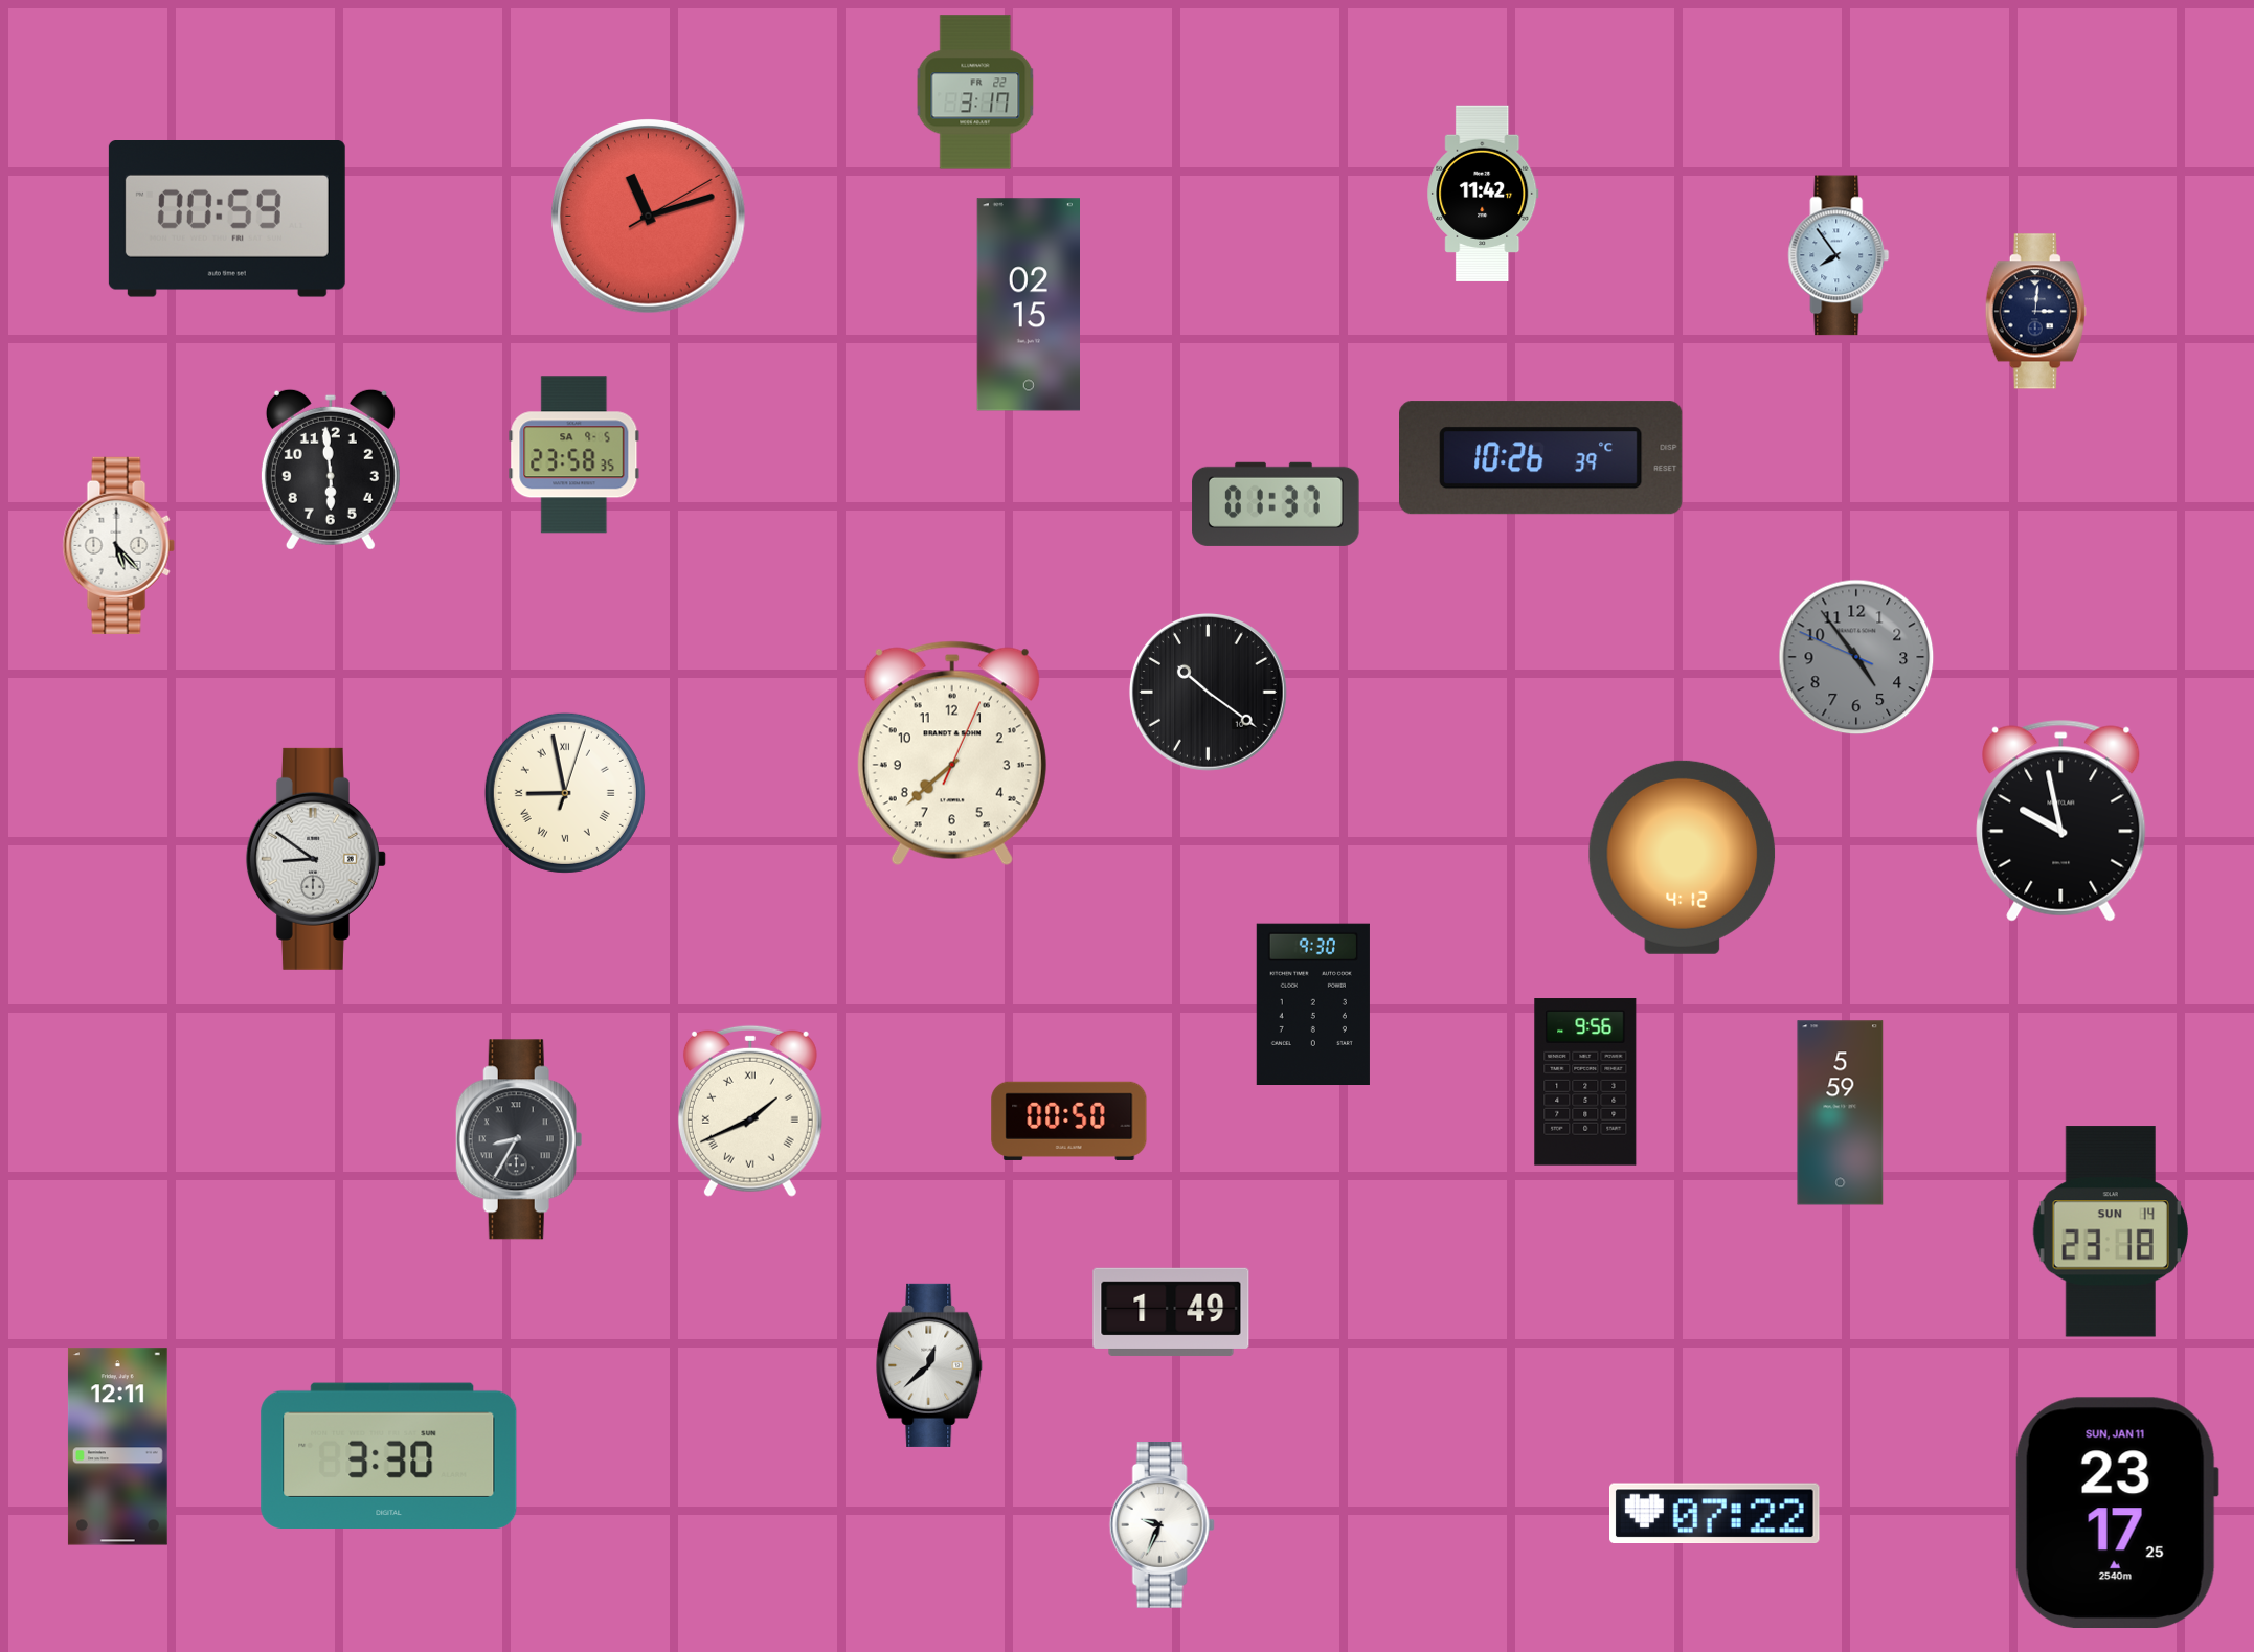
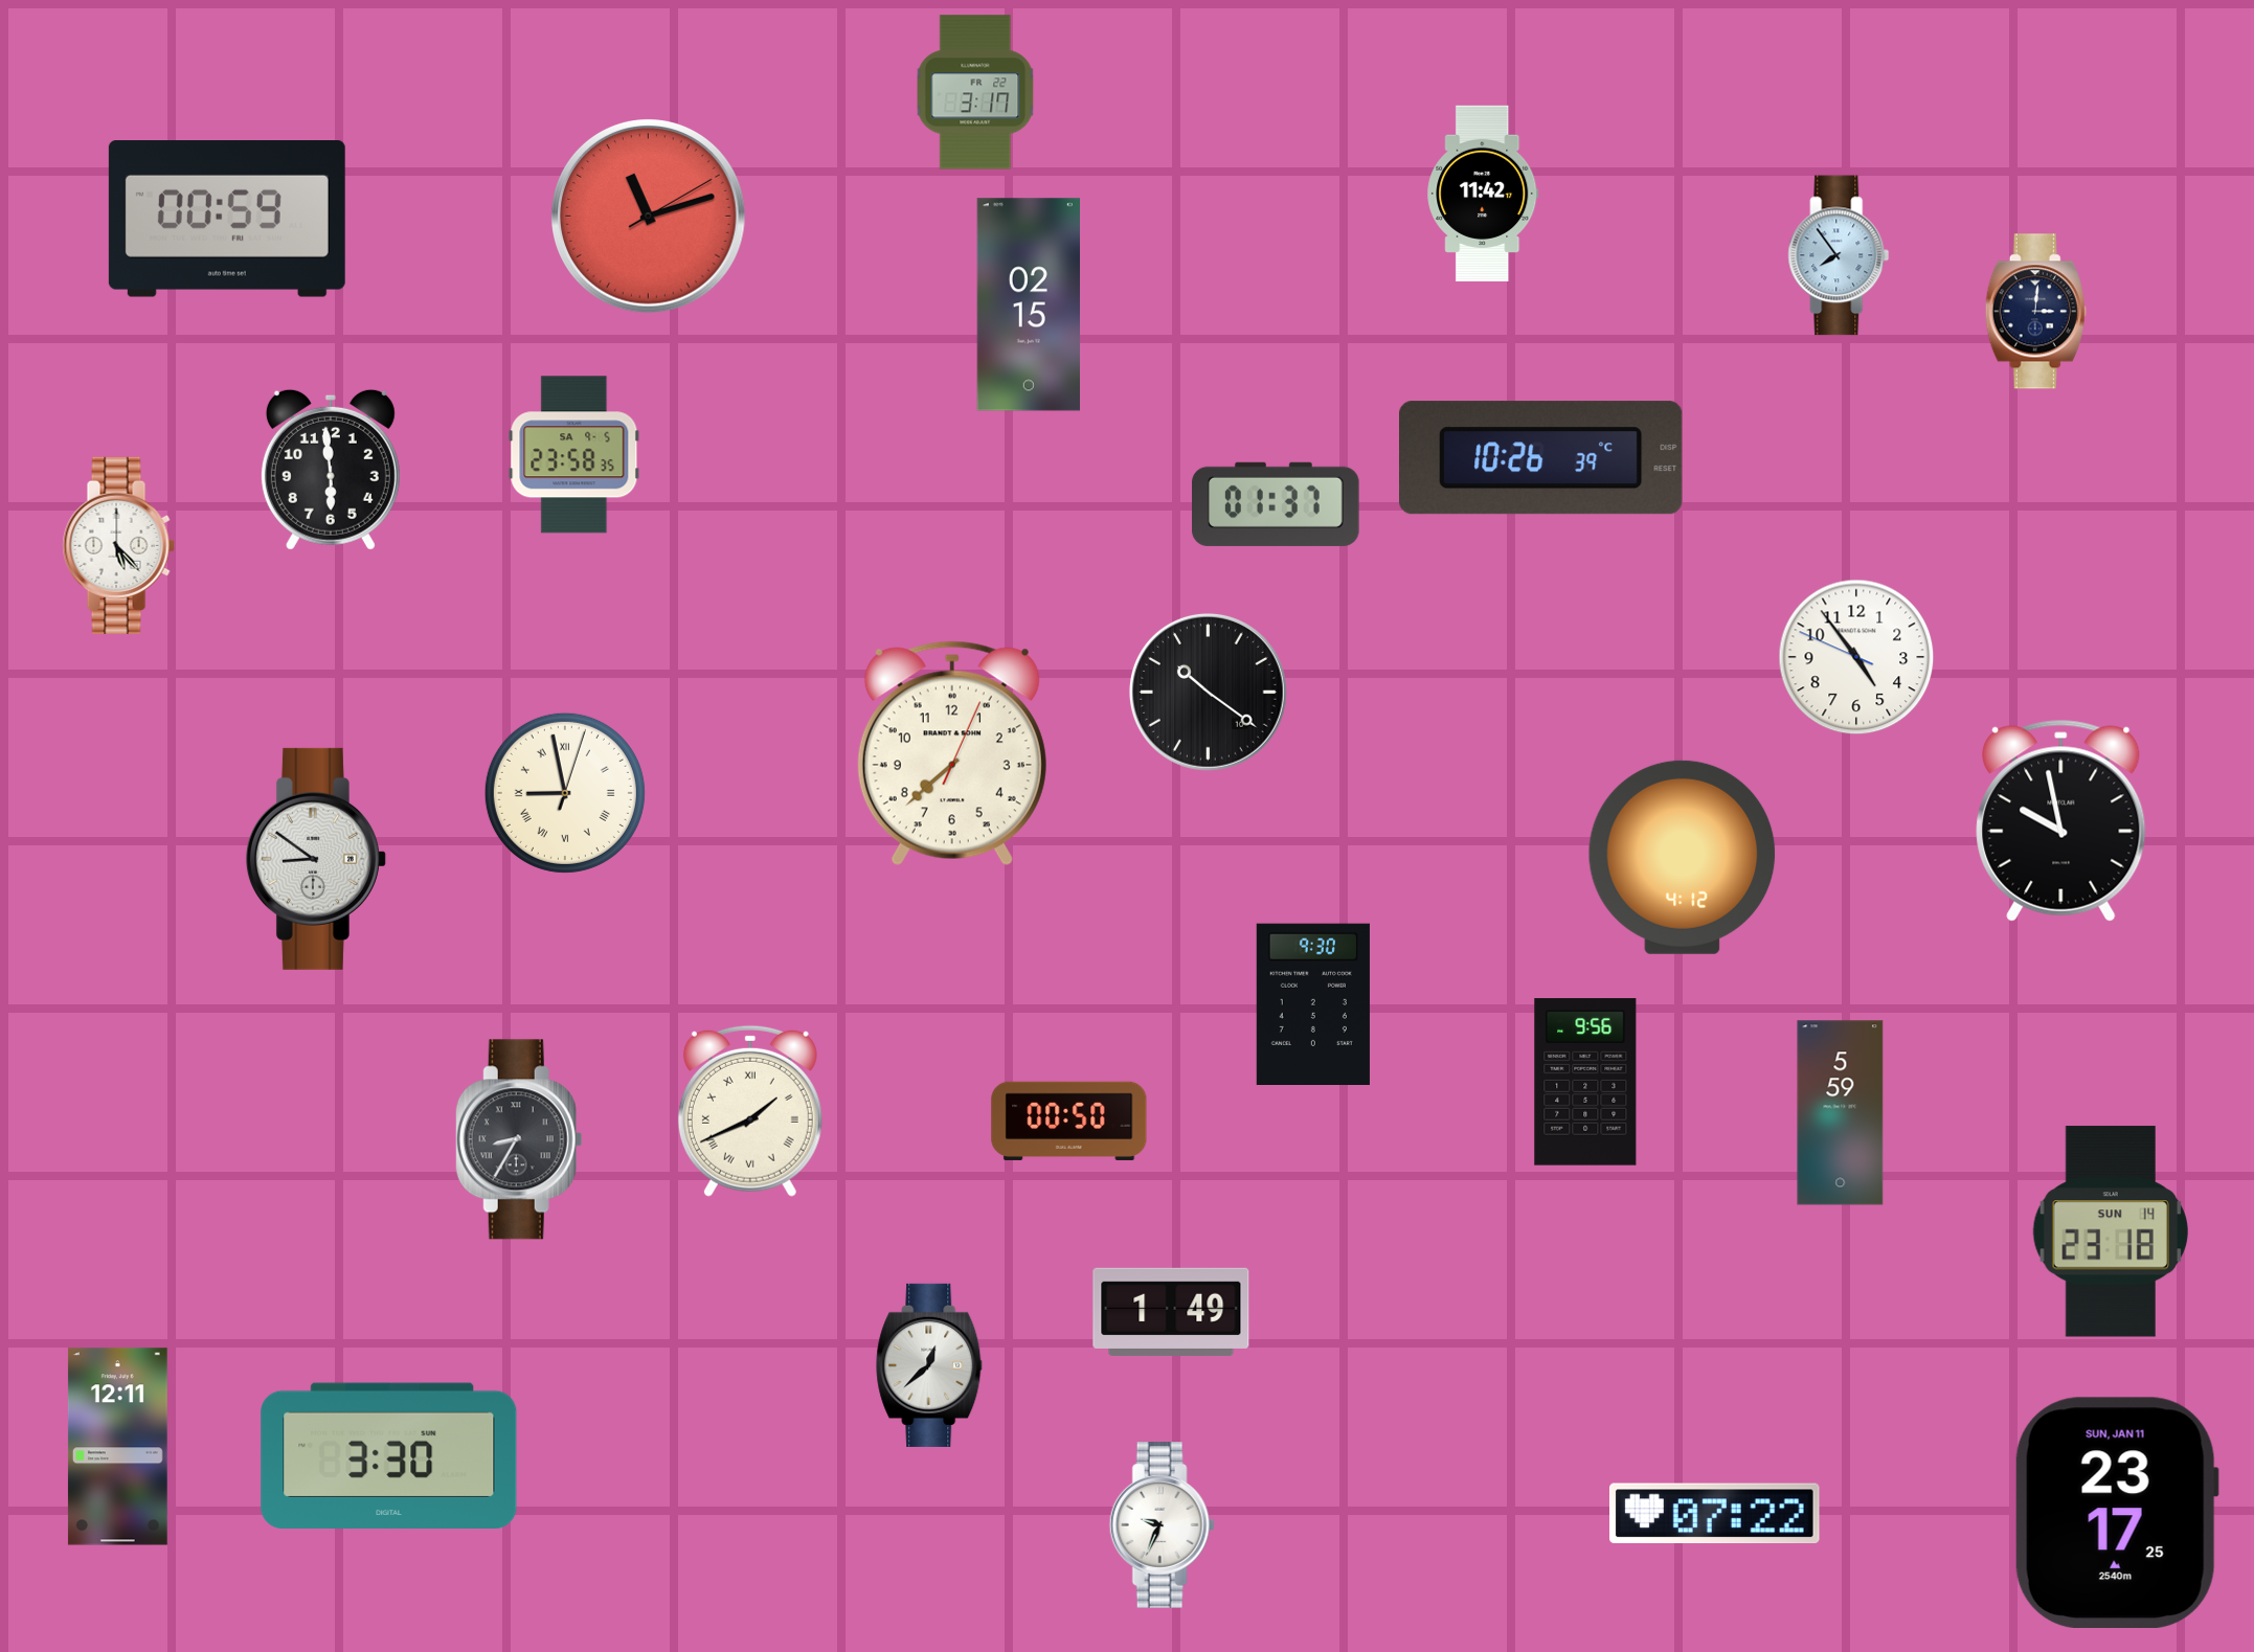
clock at (1856, 657) dial: grey -> white
